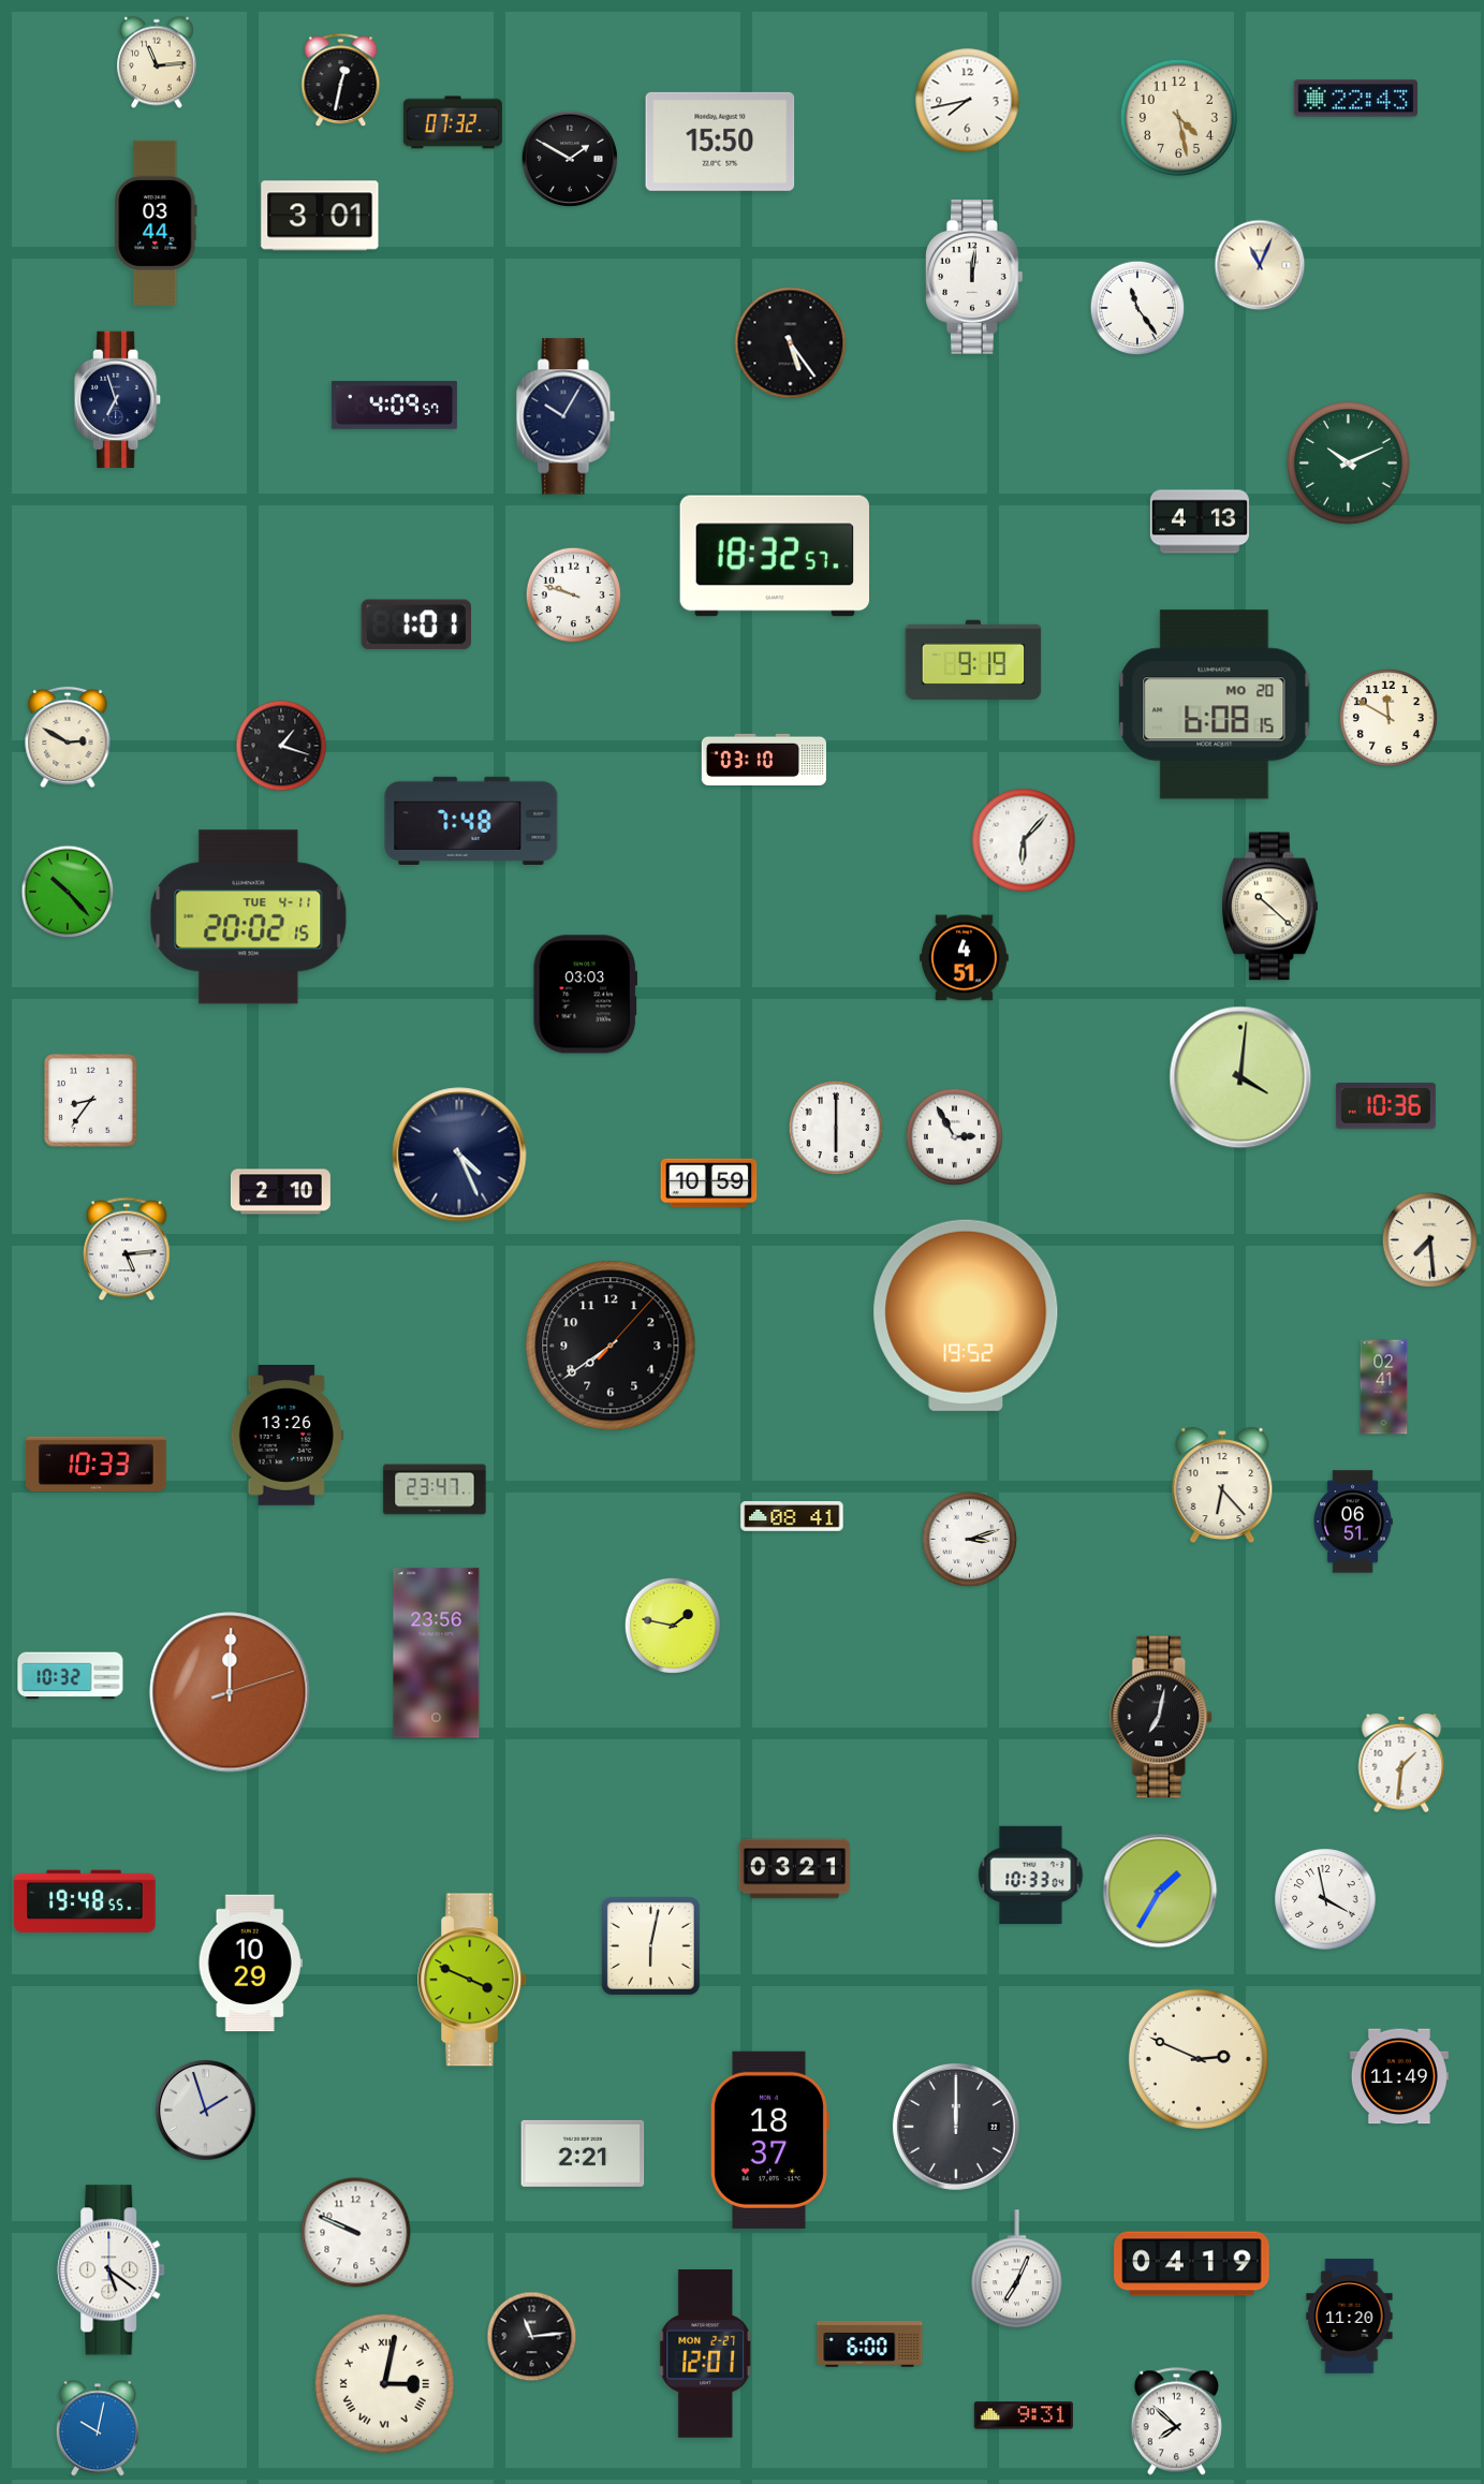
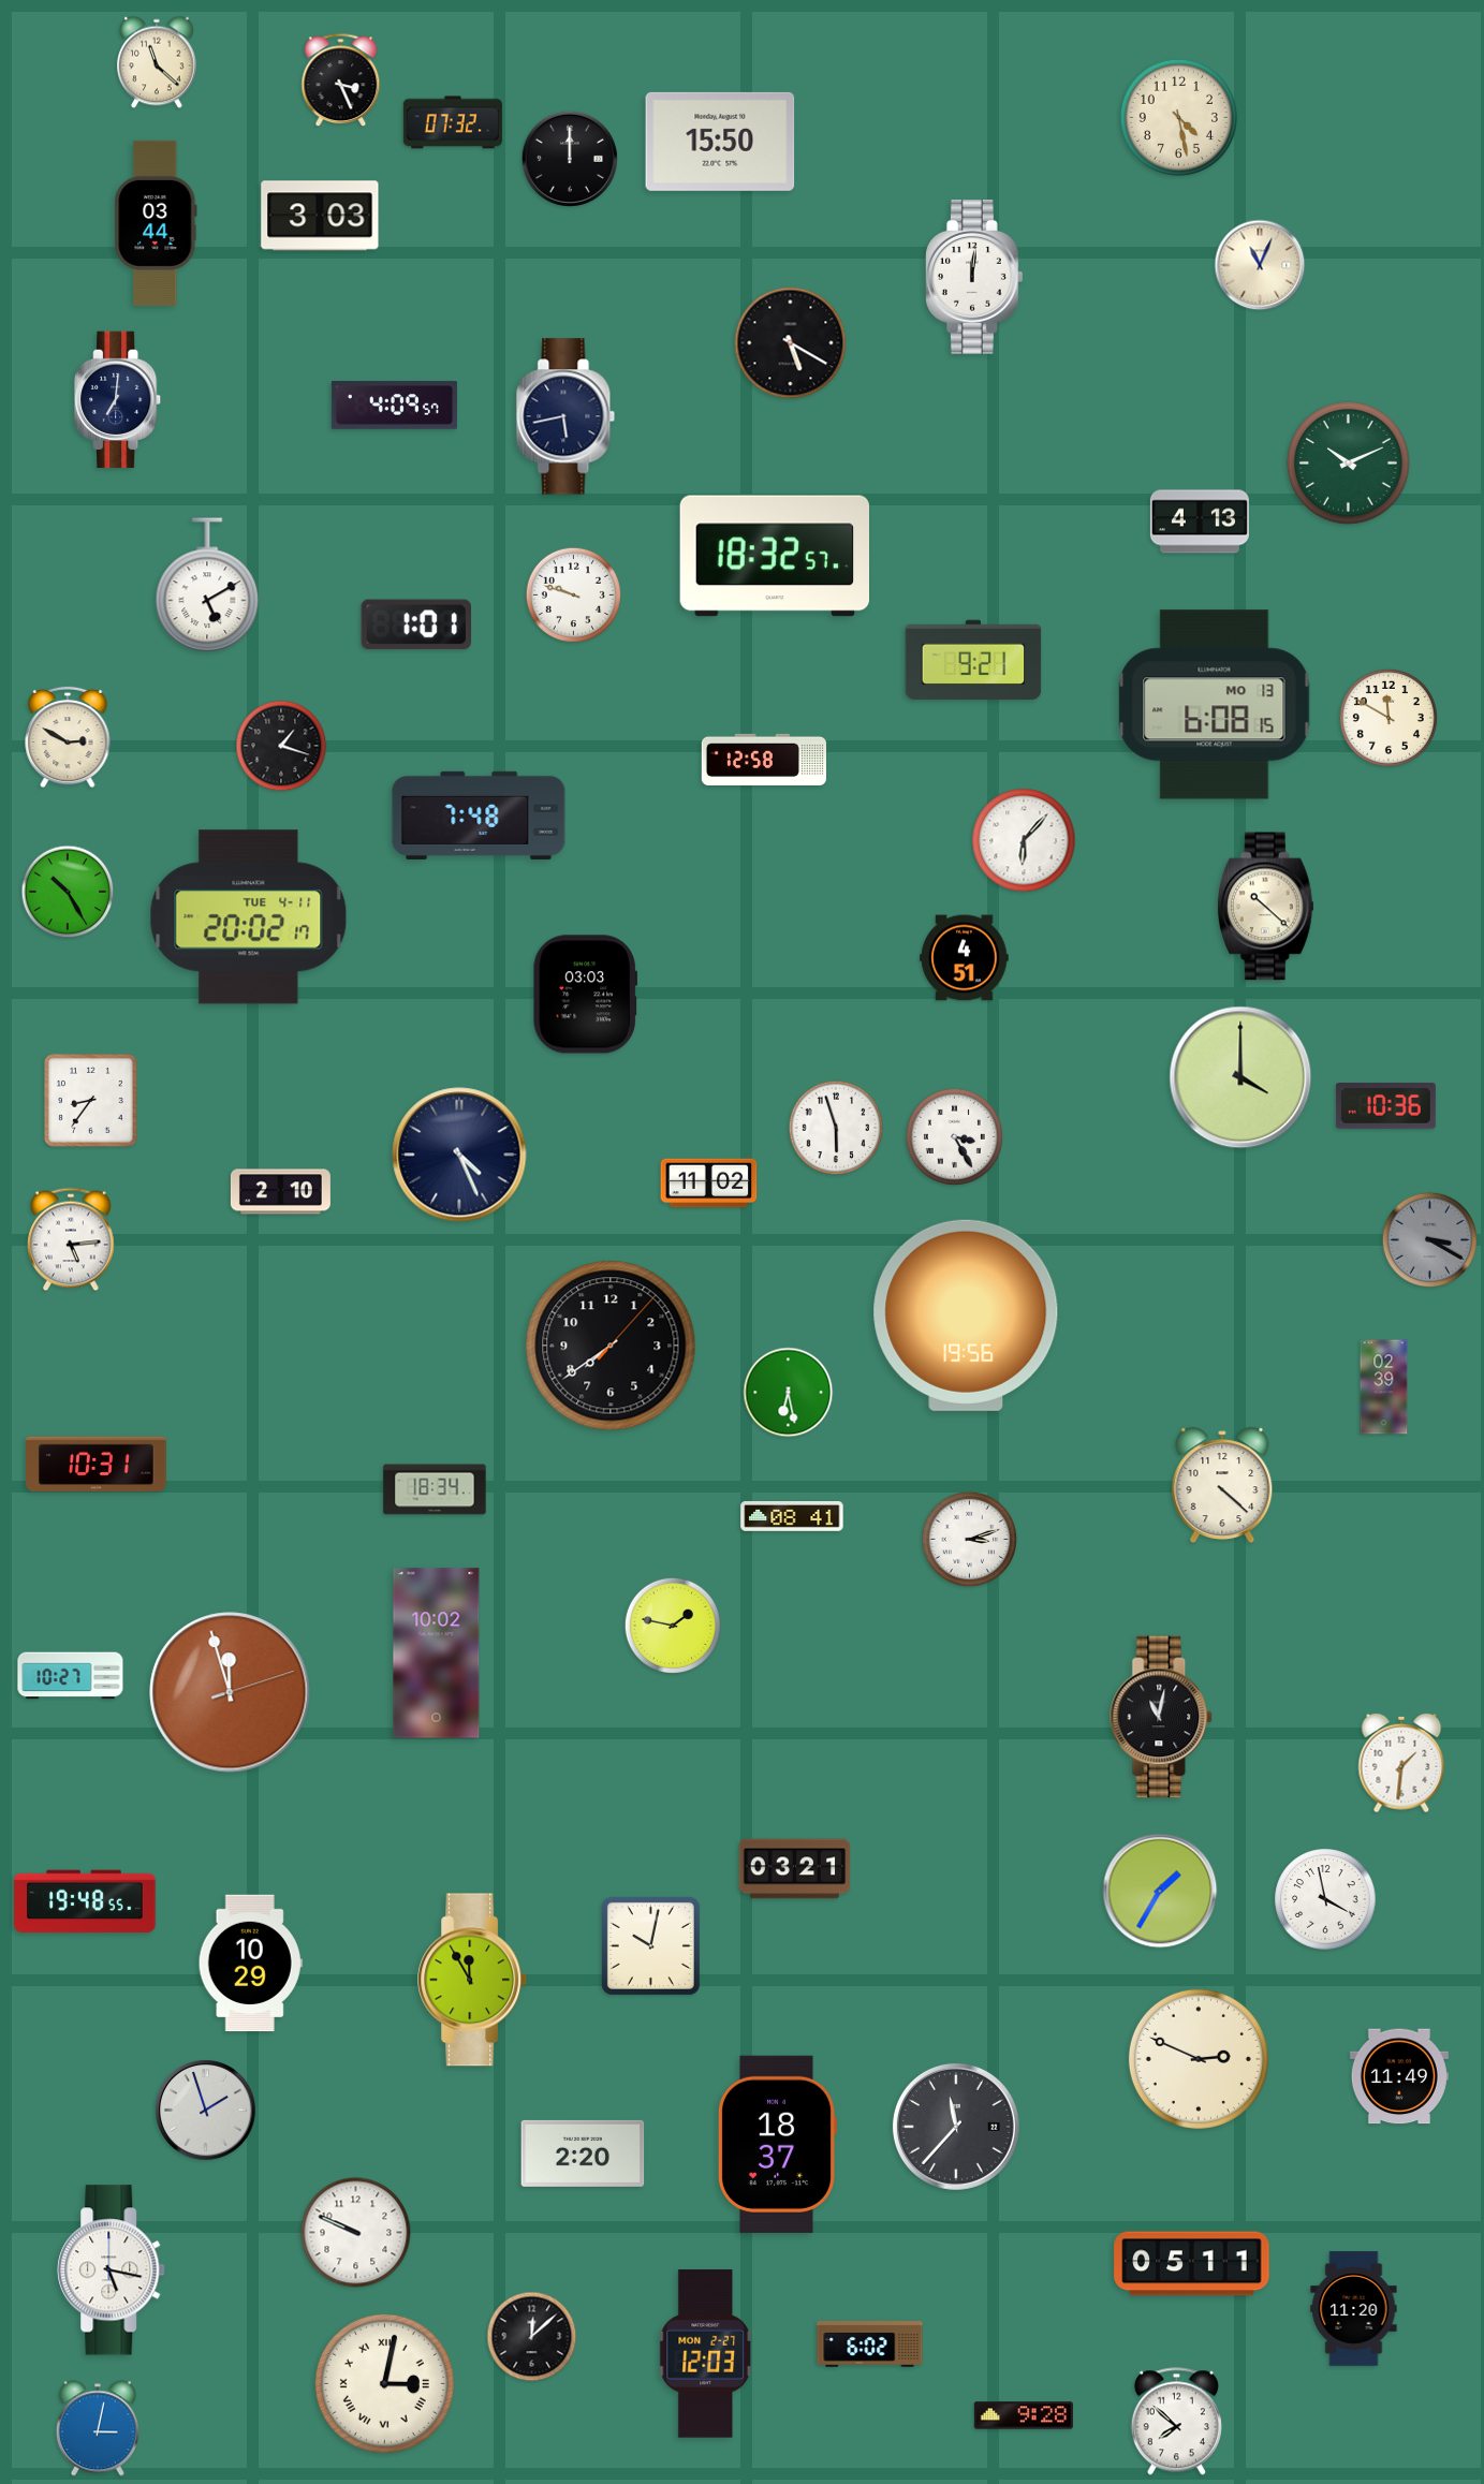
clock at (157, 62): 11:14 -> 11:22
clock at (341, 80): 12:32 -> 3:26
clock at (1356, 99): 22:43 -> none
clock at (968, 101): 7:43 -> none
clock at (570, 159): 1:50 -> 12:00
clock at (320, 216): 3:01 -> 3:03
clock at (1137, 308): 11:24 -> none
clock at (791, 343): 5:24 -> 5:20
clock at (118, 400): 6:57 -> 7:01
clock at (565, 416): 10:05 -> 5:43
clock at (207, 586): none -> 5:10
clock at (973, 660): 9:19 -> 9:21
clock at (1215, 705) date: MO 20 -> MO 13
clock at (764, 760): 03:10 -> 12:58
clock at (471, 821) position: (471, 821) -> (479, 815)
clock at (68, 892): 10:23 -> 10:25
clock at (1269, 907) position: (1269, 907) -> (1265, 907)
clock at (249, 917): 20:02:15 -> 20:02:17
clock at (1240, 1077): 4:01 -> 4:00
clock at (836, 1128): 6:00 -> 5:57
clock at (954, 1136): 2:55 -> 3:25
clock at (709, 1184): 10:59 -> 11:02
clock at (1430, 1240): 7:29 -> 3:20
clock at (1430, 1240) dial: cream -> grey
clock at (128, 1249) position: (128, 1249) -> (72, 1239)
clock at (966, 1316): 19:52 -> 19:56
clock at (1384, 1387): 02:41 -> 02:39
clock at (789, 1393): none -> 6:28
clock at (286, 1436): 13:26 -> none
clock at (97, 1464): 10:33 -> 10:31
clock at (1222, 1485): 6:23 -> 4:22
clock at (435, 1489): 23:47 -> 18:34
clock at (1353, 1522): 06:51 -> none
clock at (437, 1653): 23:56 -> 10:02
clock at (71, 1676): 10:32 -> 10:27
clock at (230, 1692): 12:00 -> 11:57
clock at (1162, 1717): 7:02 -> 11:02
clock at (1031, 1876): 10:33 -> none
clock at (650, 1945): 6:02 -> 10:02
clock at (473, 1980): 3:49 -> 11:55
clock at (956, 2127): 12:00 -> 11:37
clock at (769, 2140) position: (769, 2140) -> (777, 2144)
clock at (583, 2154): 2:21 -> 2:20
clock at (1192, 2264): 04:19 -> 05:11
clock at (1016, 2269): 7:04 -> none
clock at (112, 2270): 5:21 -> 5:17
clock at (1350, 2317) position: (1350, 2317) -> (1354, 2309)
clock at (532, 2337): 11:14 -> 12:08
clock at (870, 2345): 6:00 -> 6:02
clock at (705, 2354): 12:01 -> 12:03
clock at (1024, 2415): 9:31 -> 9:28
clock at (98, 2428): 10:02 -> 3:02
